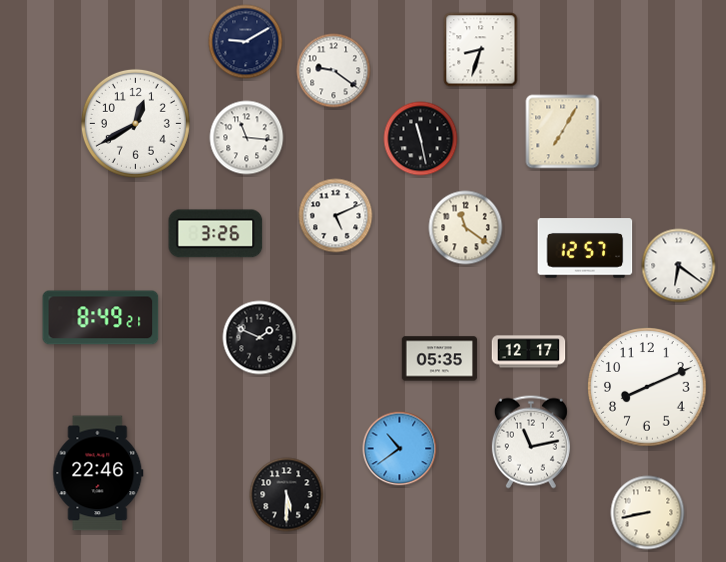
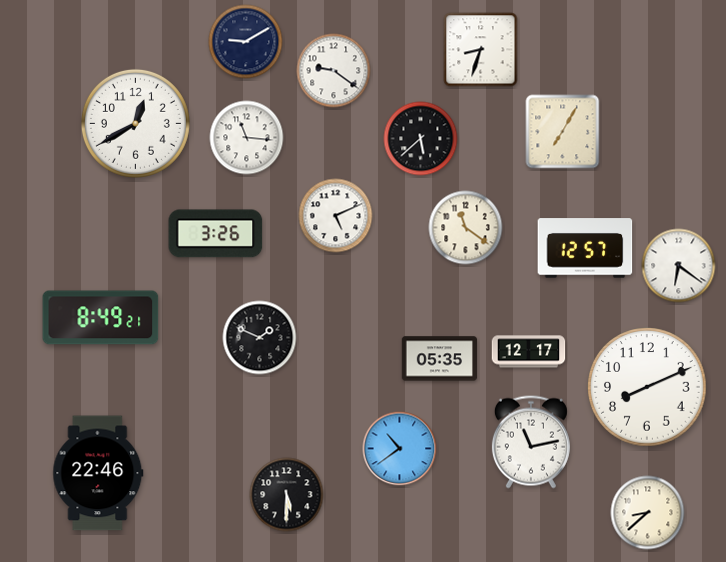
clock at (421, 139): 11:28 -> 5:38
clock at (648, 513): 8:43 -> 8:38
